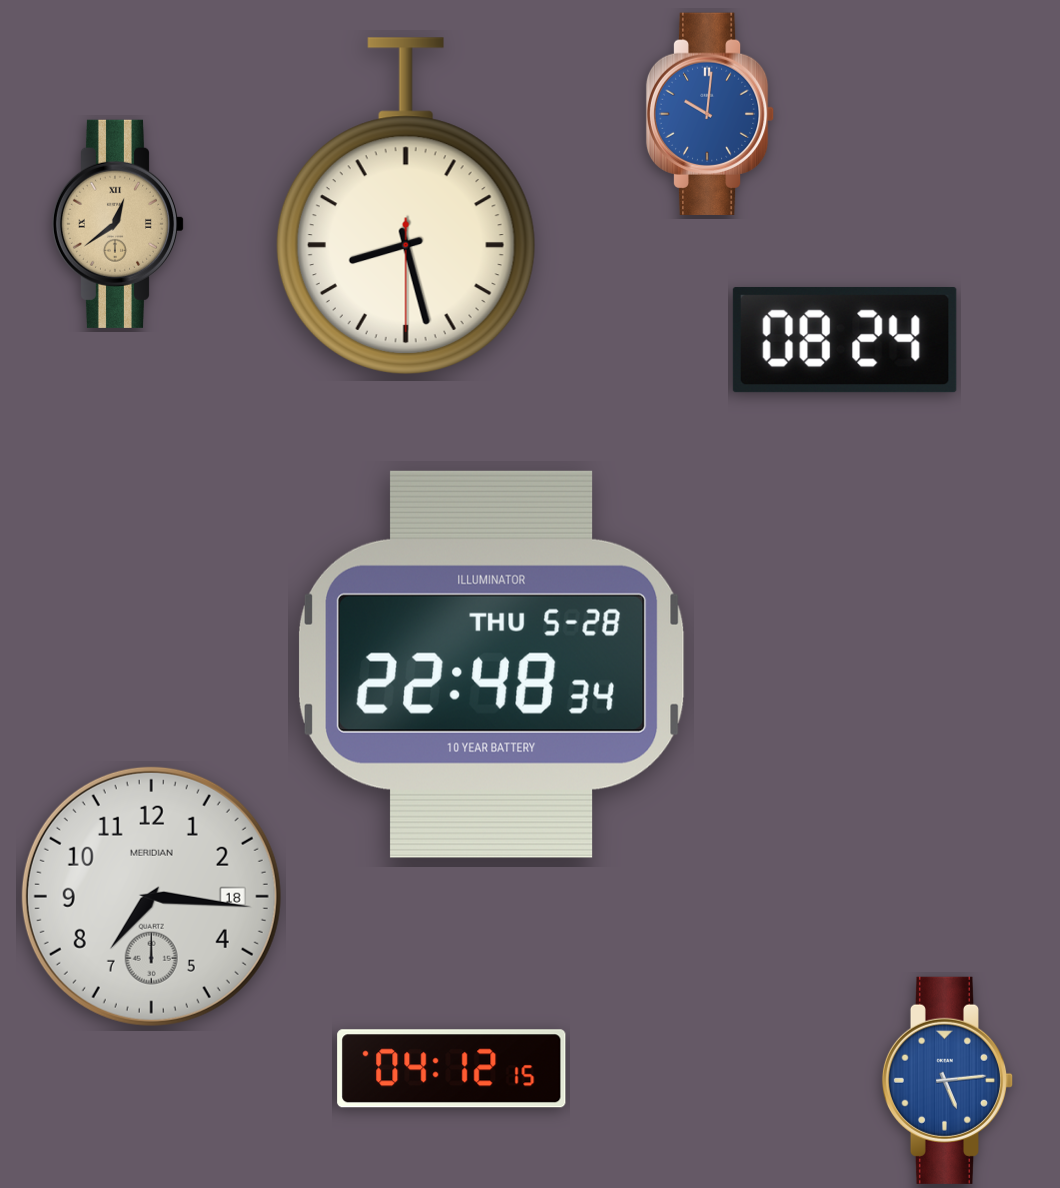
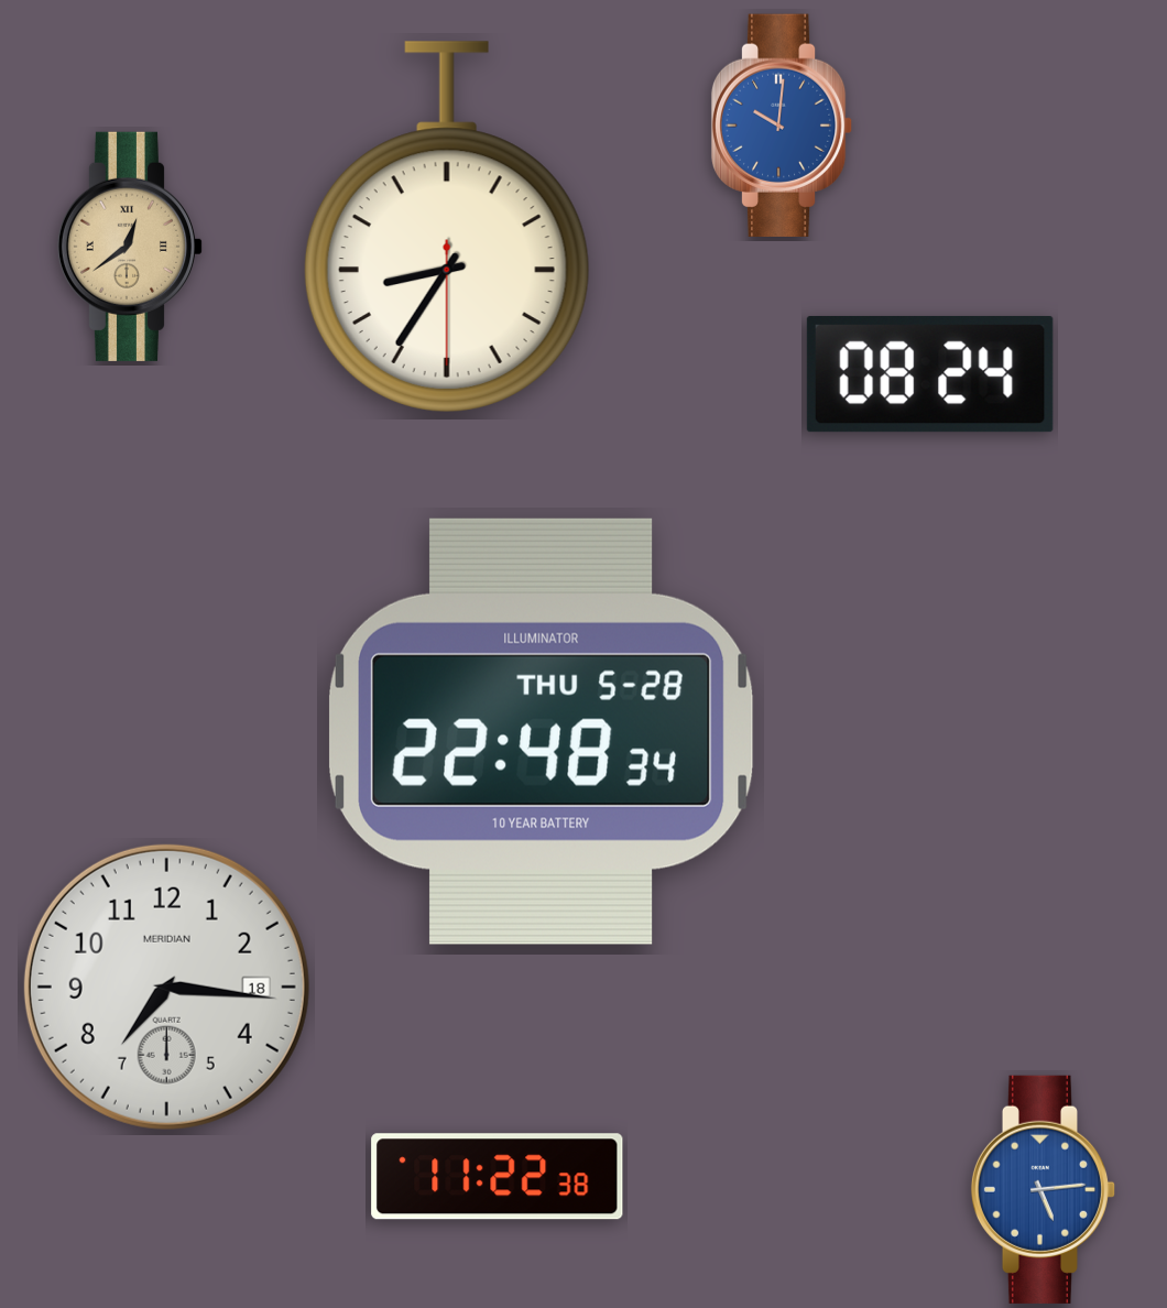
clock at (406, 206): 8:27 -> 8:35
clock at (452, 1069): 04:12 -> 11:22
